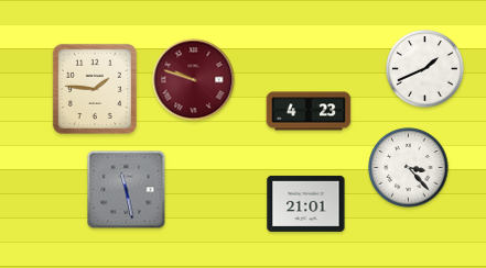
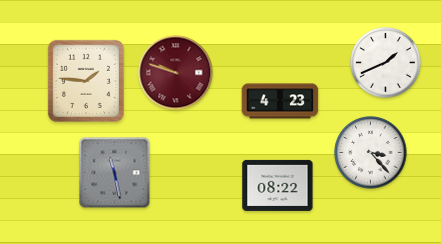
clock at (306, 203): 21:01 -> 08:22
